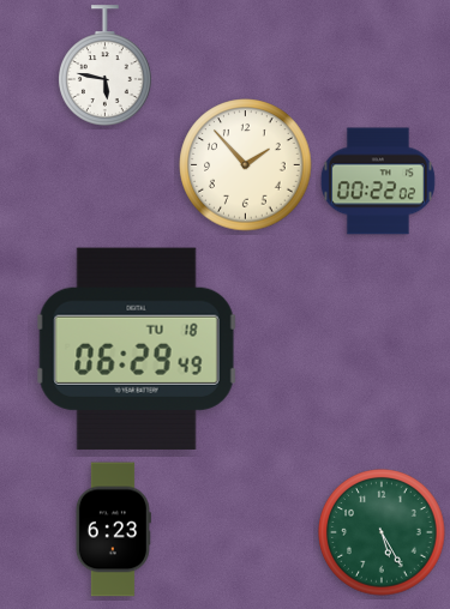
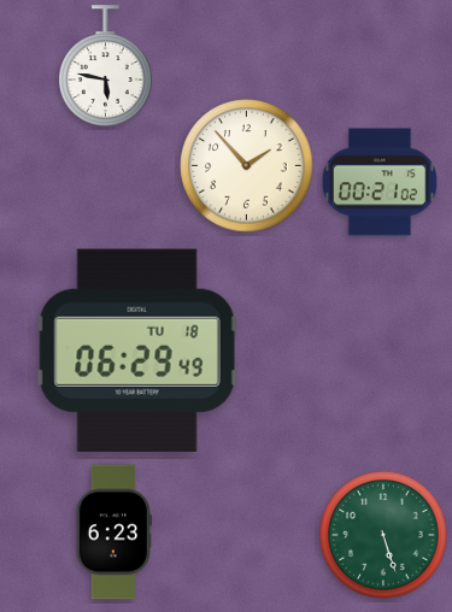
clock at (378, 181): 00:22 -> 00:21
clock at (382, 532): 5:25 -> 5:27
